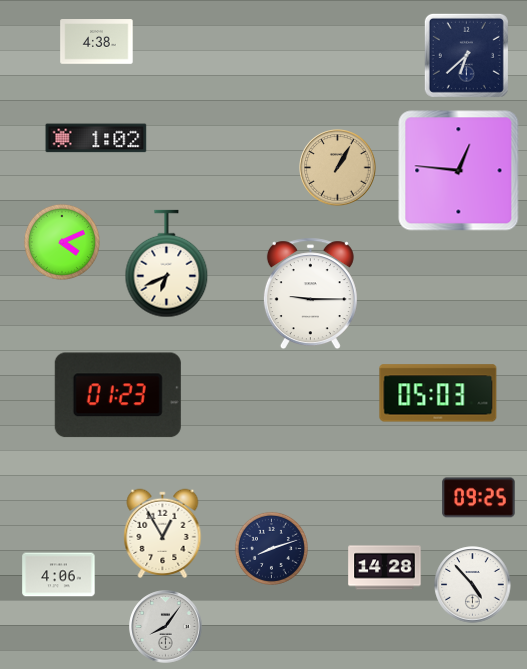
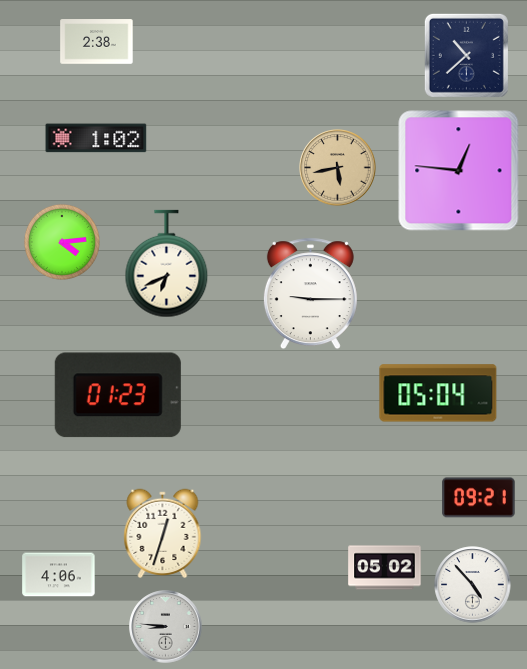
clock at (97, 42): 4:38 -> 2:38
clock at (466, 55): 6:38 -> 10:38
clock at (338, 168): 1:05 -> 5:43
clock at (62, 242): 4:11 -> 4:14
clock at (438, 393): 05:03 -> 05:04
clock at (479, 498): 09:25 -> 09:21
clock at (163, 534): 12:55 -> 12:33
clock at (271, 548): 8:12 -> none
clock at (385, 568): 14:28 -> 05:02
clock at (166, 627): 8:06 -> 8:46
